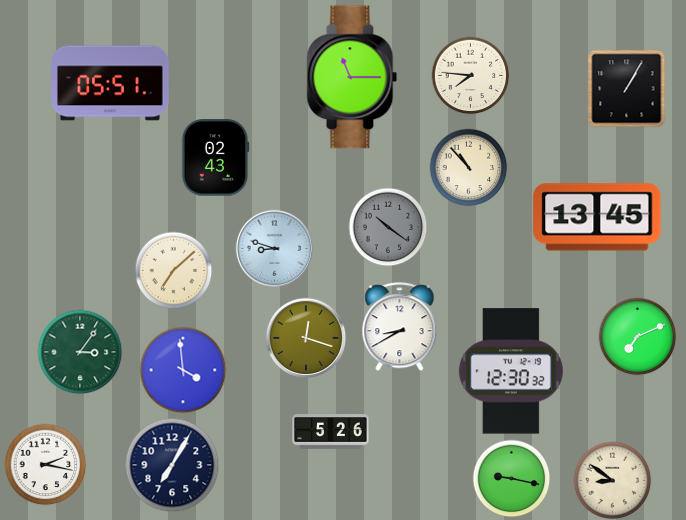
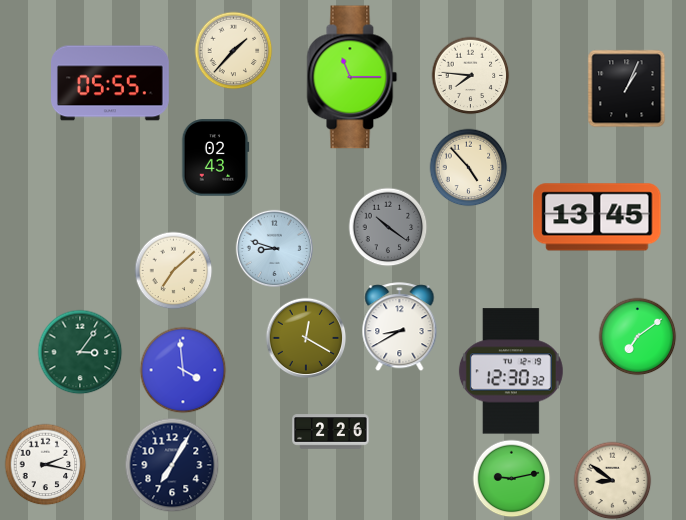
clock at (233, 50): none -> 1:37
clock at (111, 83): 05:51 -> 05:55
clock at (626, 88): 1:05 -> 1:04
clock at (468, 167): 10:53 -> 4:53
clock at (637, 336): 7:11 -> 7:09
clock at (306, 338): 12:18 -> 12:20
clock at (331, 432): 5:26 -> 2:26
clock at (511, 478): 9:17 -> 9:13
